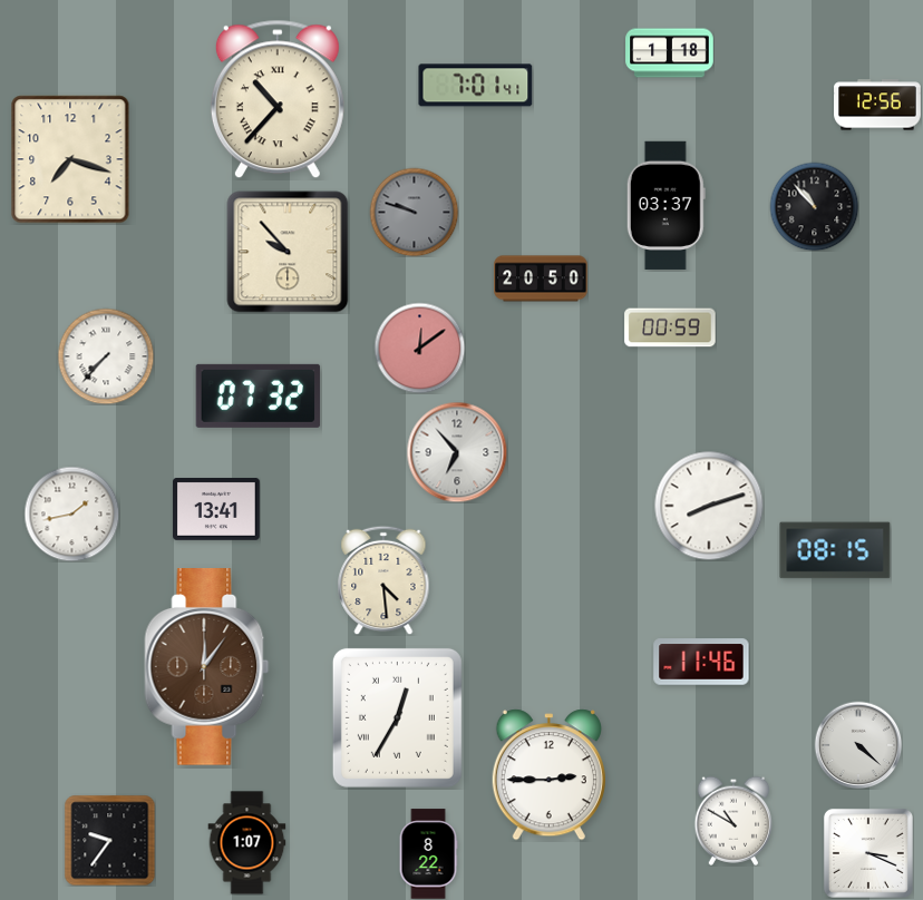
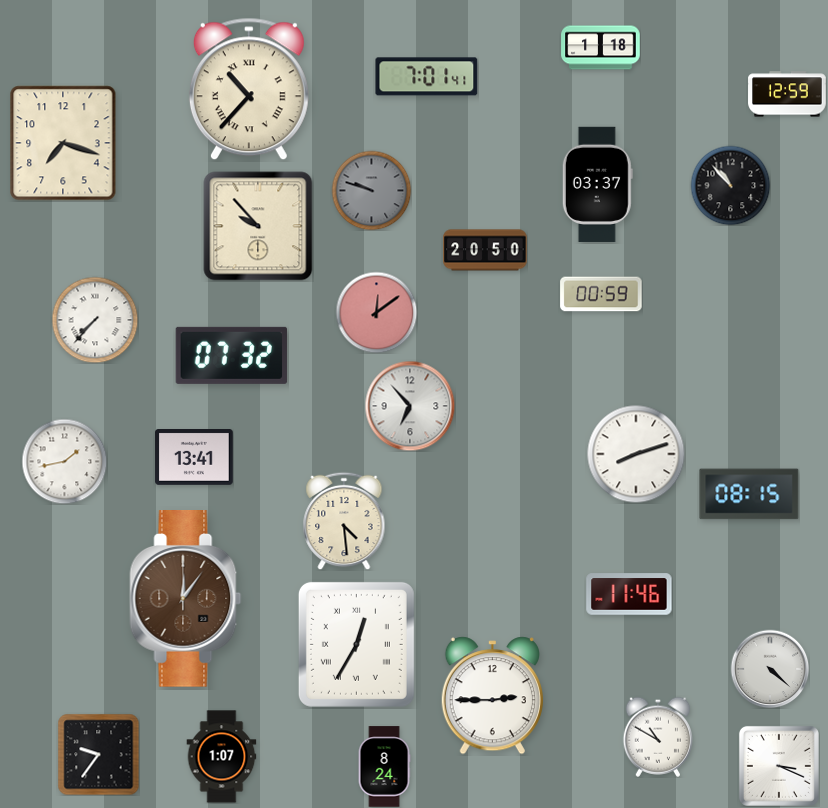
clock at (877, 105): 12:56 -> 12:59
clock at (428, 854): 8:22 -> 8:24
